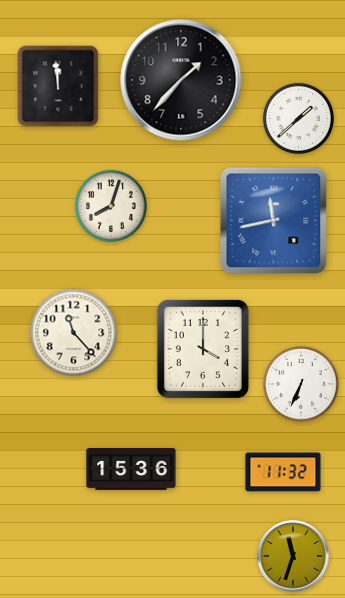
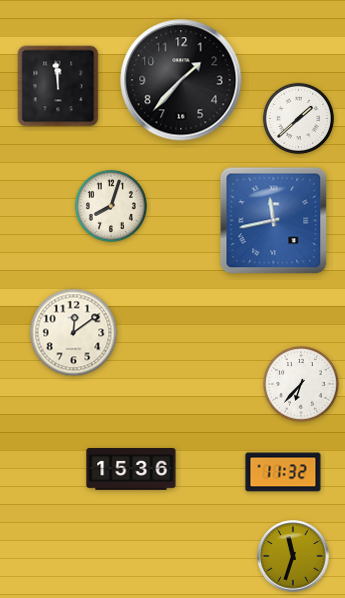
clock at (74, 333): 11:23 -> 12:09
clock at (203, 349): 4:00 -> none
clock at (301, 384): 6:34 -> 6:37
